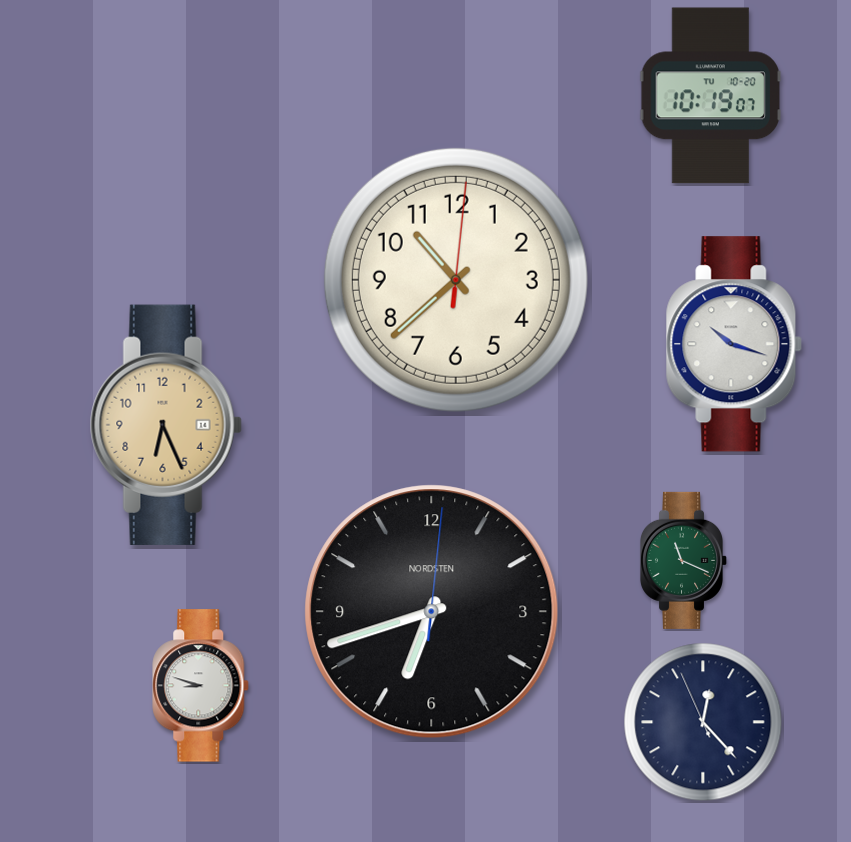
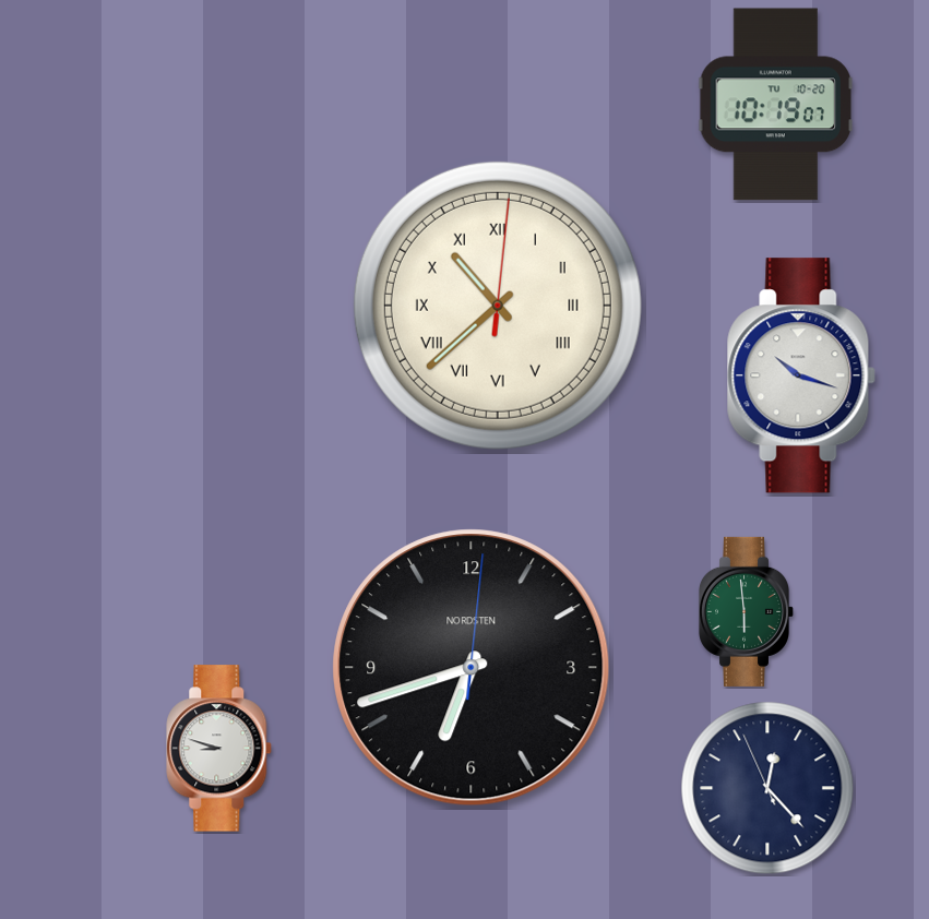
clock at (456, 280) numerals: Arabic -> Roman
clock at (166, 425): 6:26 -> none
clock at (683, 560): 11:19 -> 5:59
